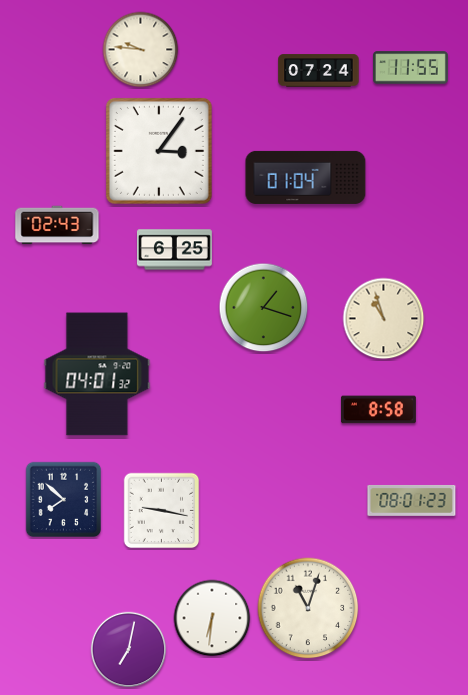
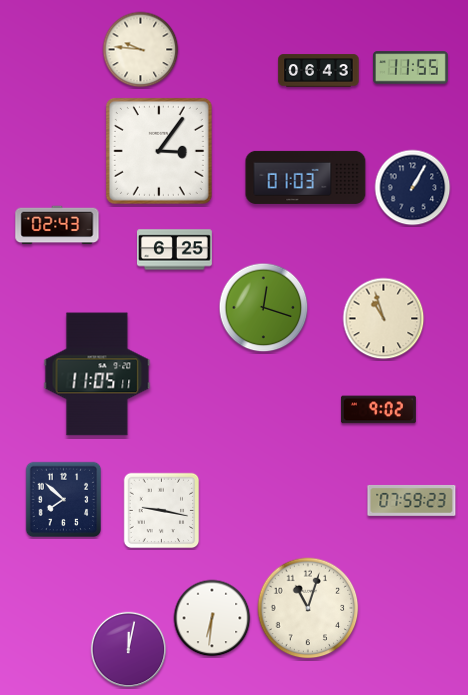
clock at (319, 71): 07:24 -> 06:43
clock at (306, 177): 01:04 -> 01:03
clock at (413, 188): none -> 1:05
clock at (264, 308): 1:18 -> 12:18
clock at (97, 374): 04:01 -> 11:05
clock at (378, 410): 8:58 -> 9:02
clock at (412, 501): 08:01 -> 07:59
clock at (129, 650): 7:02 -> 12:02
